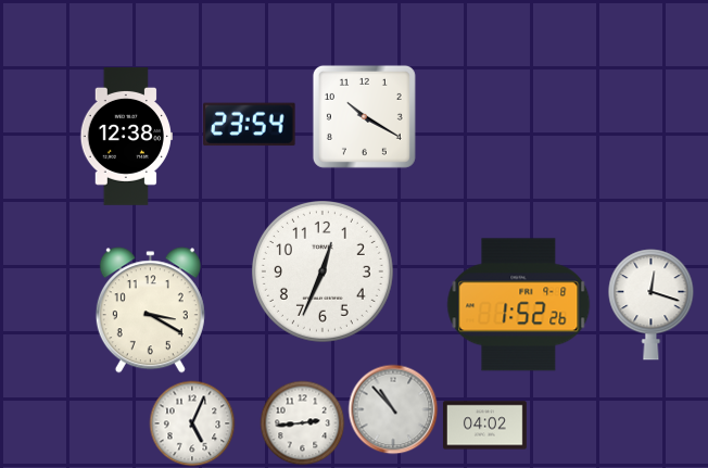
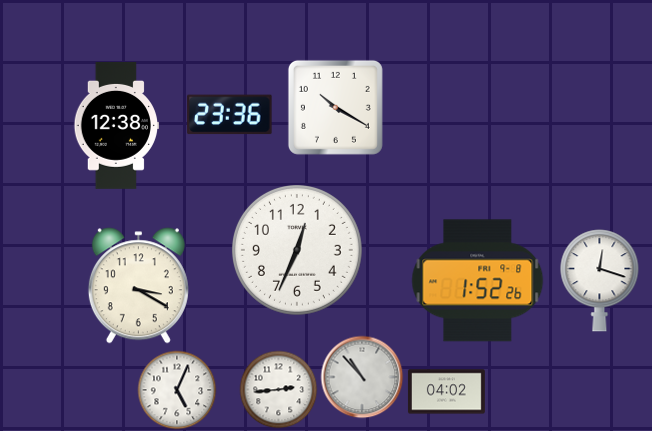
clock at (250, 125): 23:54 -> 23:36
